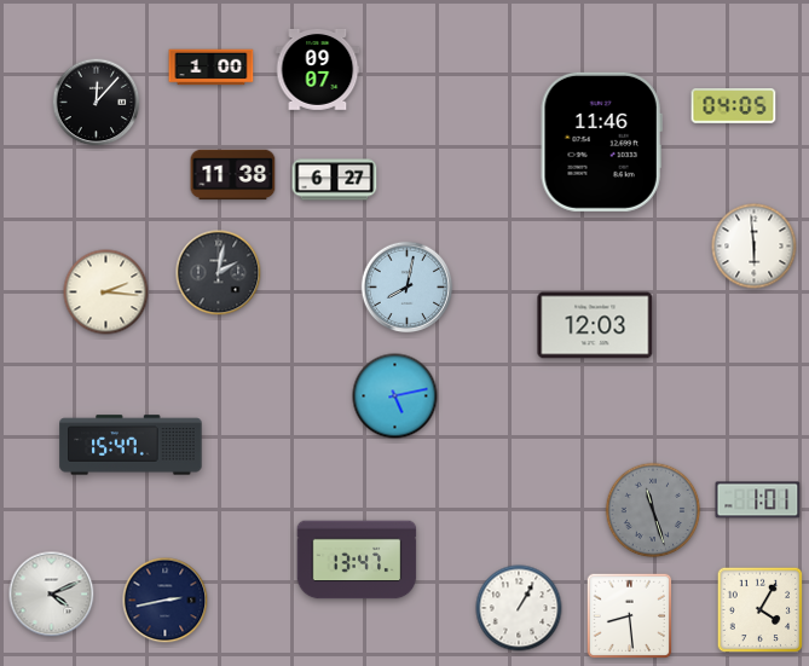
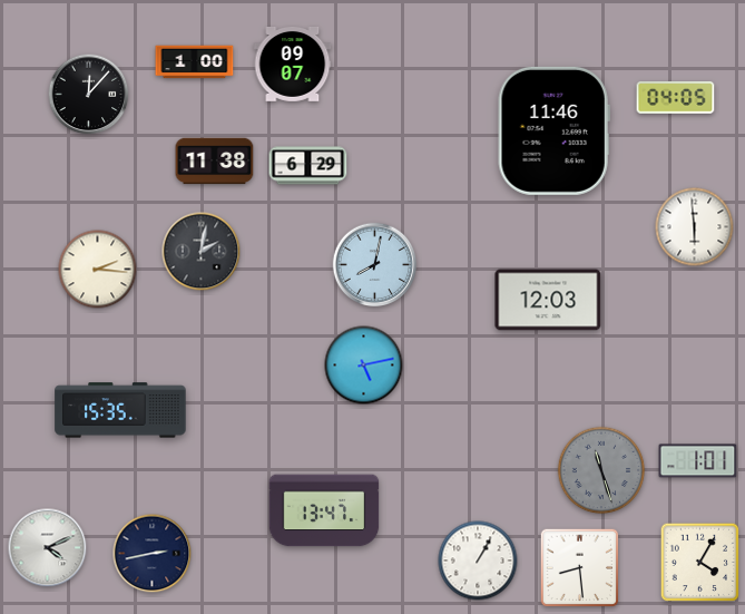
clock at (335, 180): 6:27 -> 6:29
clock at (131, 445): 15:47 -> 15:35
clock at (357, 560) position: (357, 560) -> (324, 510)
